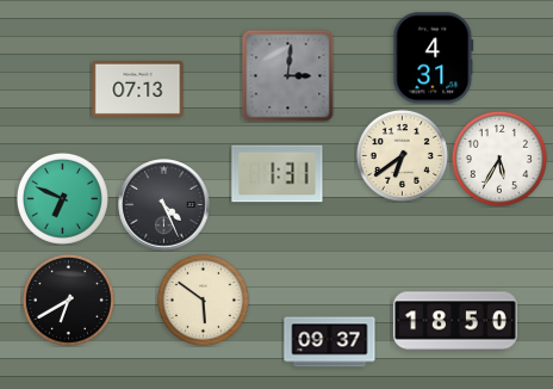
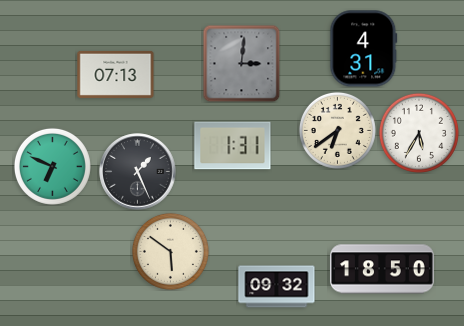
clock at (164, 205): 4:26 -> 1:26
clock at (68, 300): 6:40 -> none
clock at (330, 342): 09:37 -> 09:32
